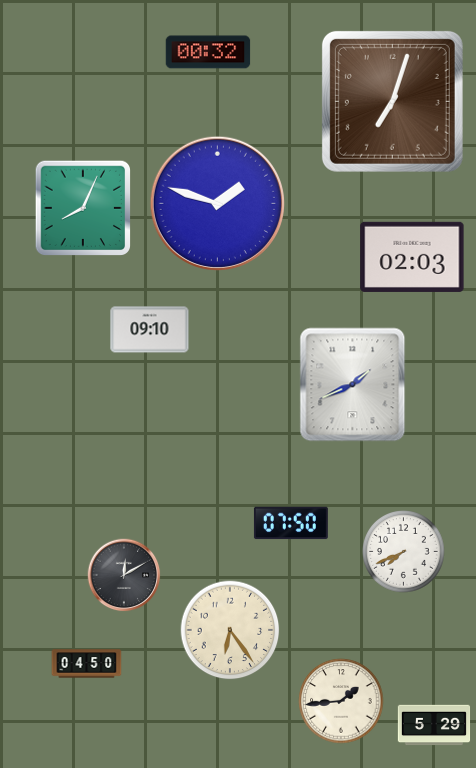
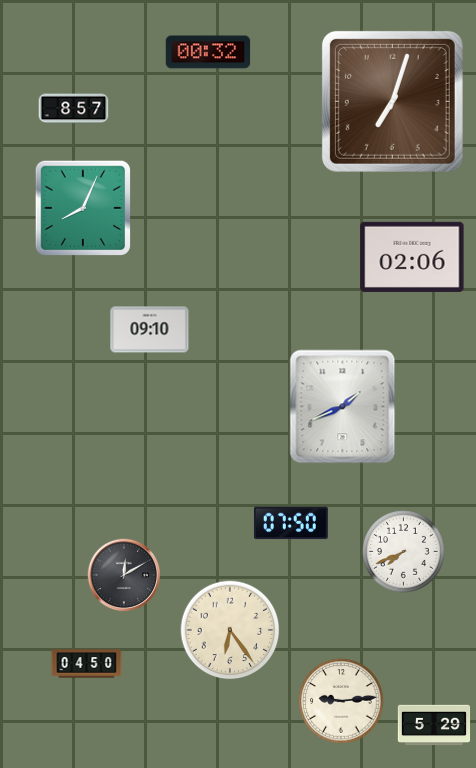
clock at (74, 109): none -> 8:57
clock at (217, 203): 1:48 -> none
clock at (412, 257): 02:03 -> 02:06
clock at (353, 385) position: (353, 385) -> (343, 407)
clock at (341, 701): 1:44 -> 9:14
